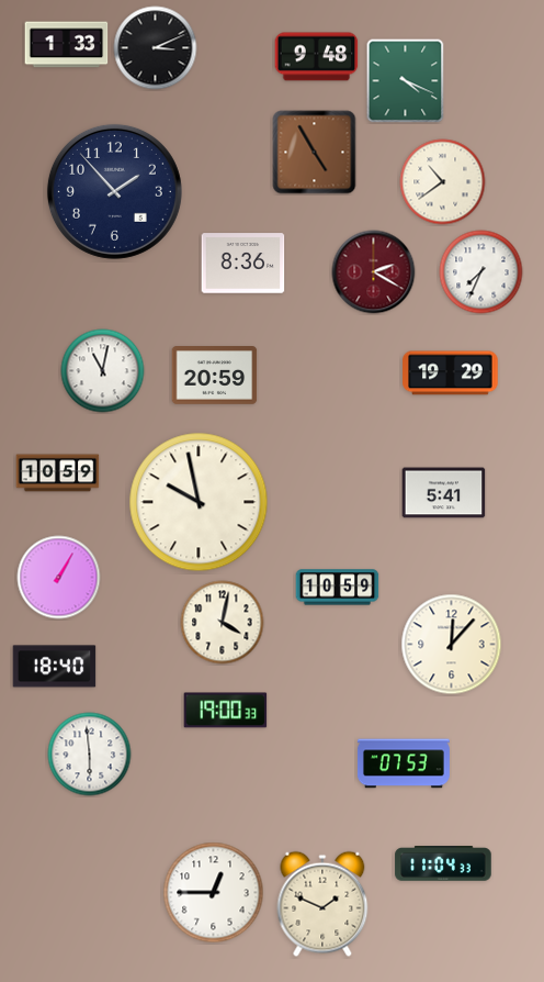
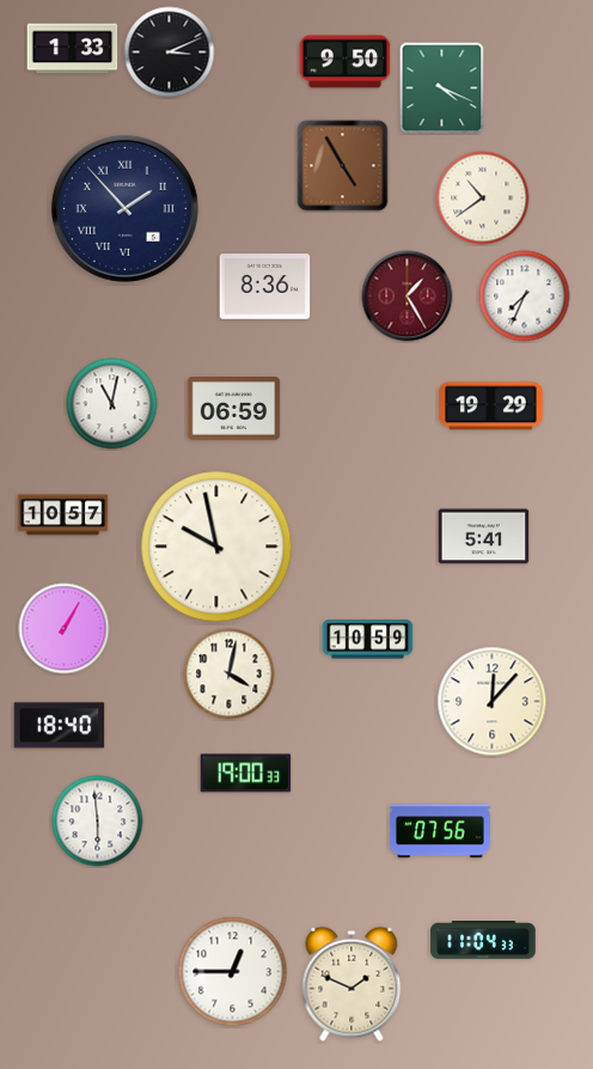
clock at (317, 57): 9:48 -> 9:50
clock at (114, 191) numerals: Arabic -> Roman
clock at (374, 272): 2:20 -> 1:25
clock at (215, 376): 20:59 -> 06:59
clock at (58, 473): 10:59 -> 10:57
clock at (223, 623) position: (223, 623) -> (230, 674)
clock at (404, 763): 07:53 -> 07:56
